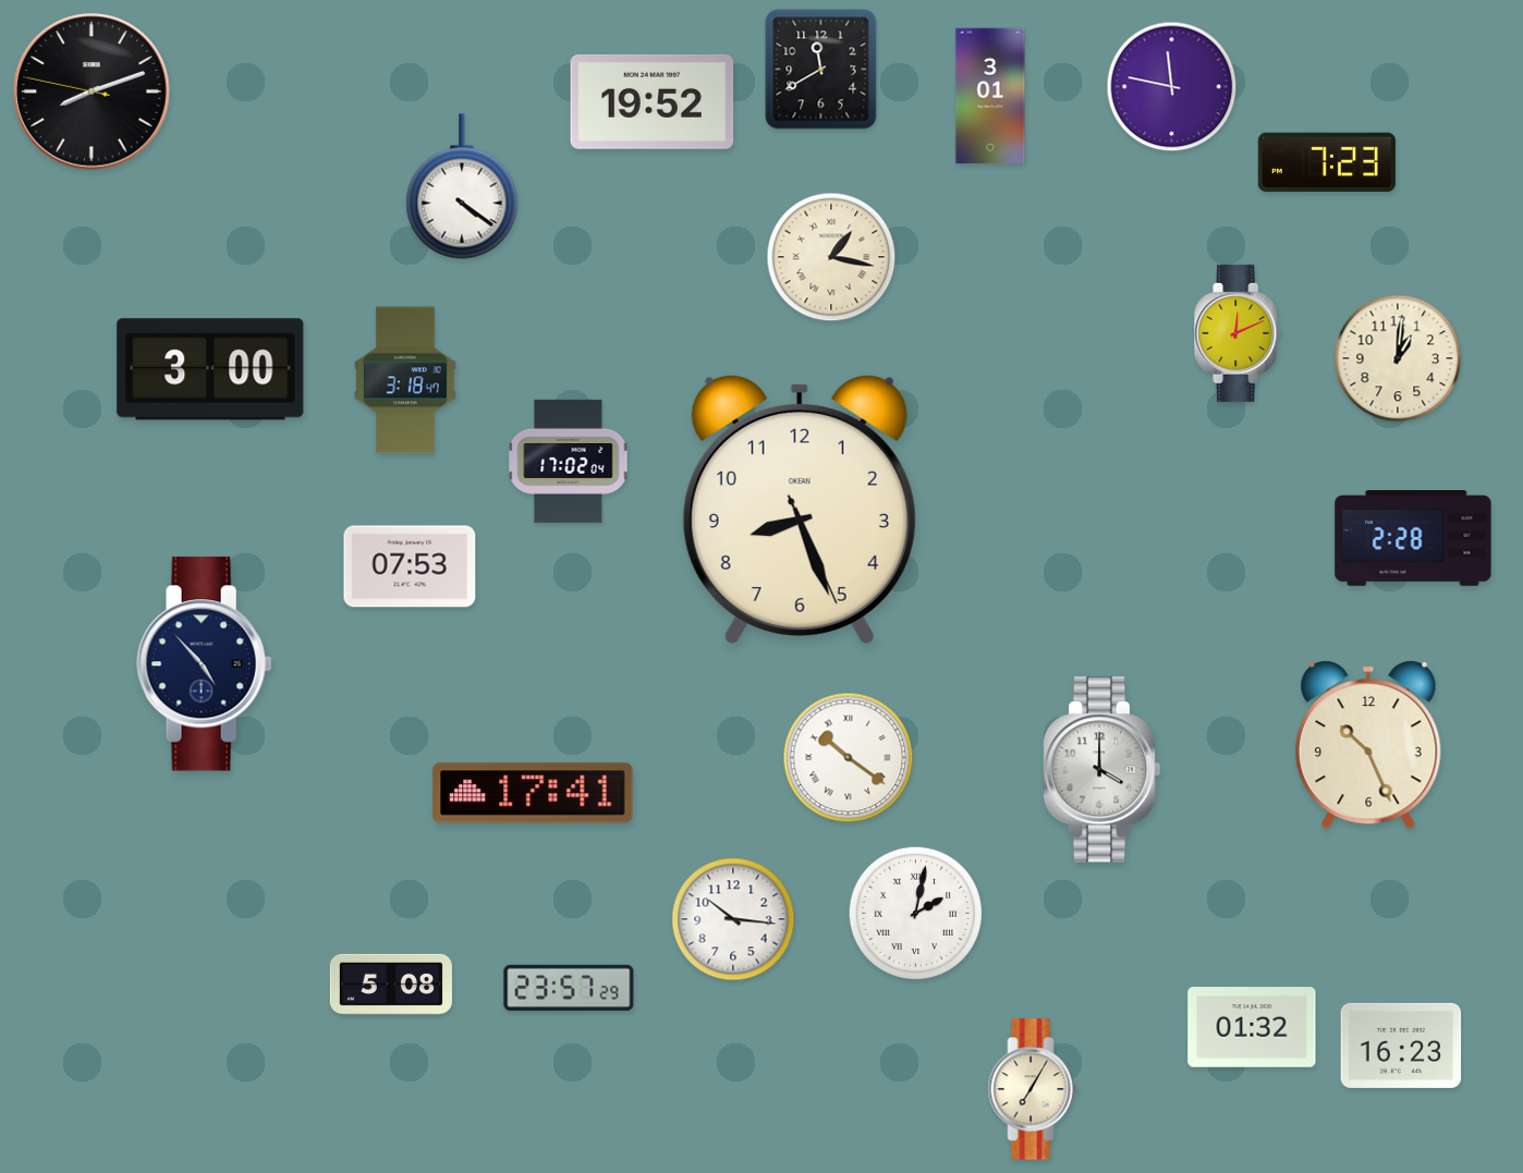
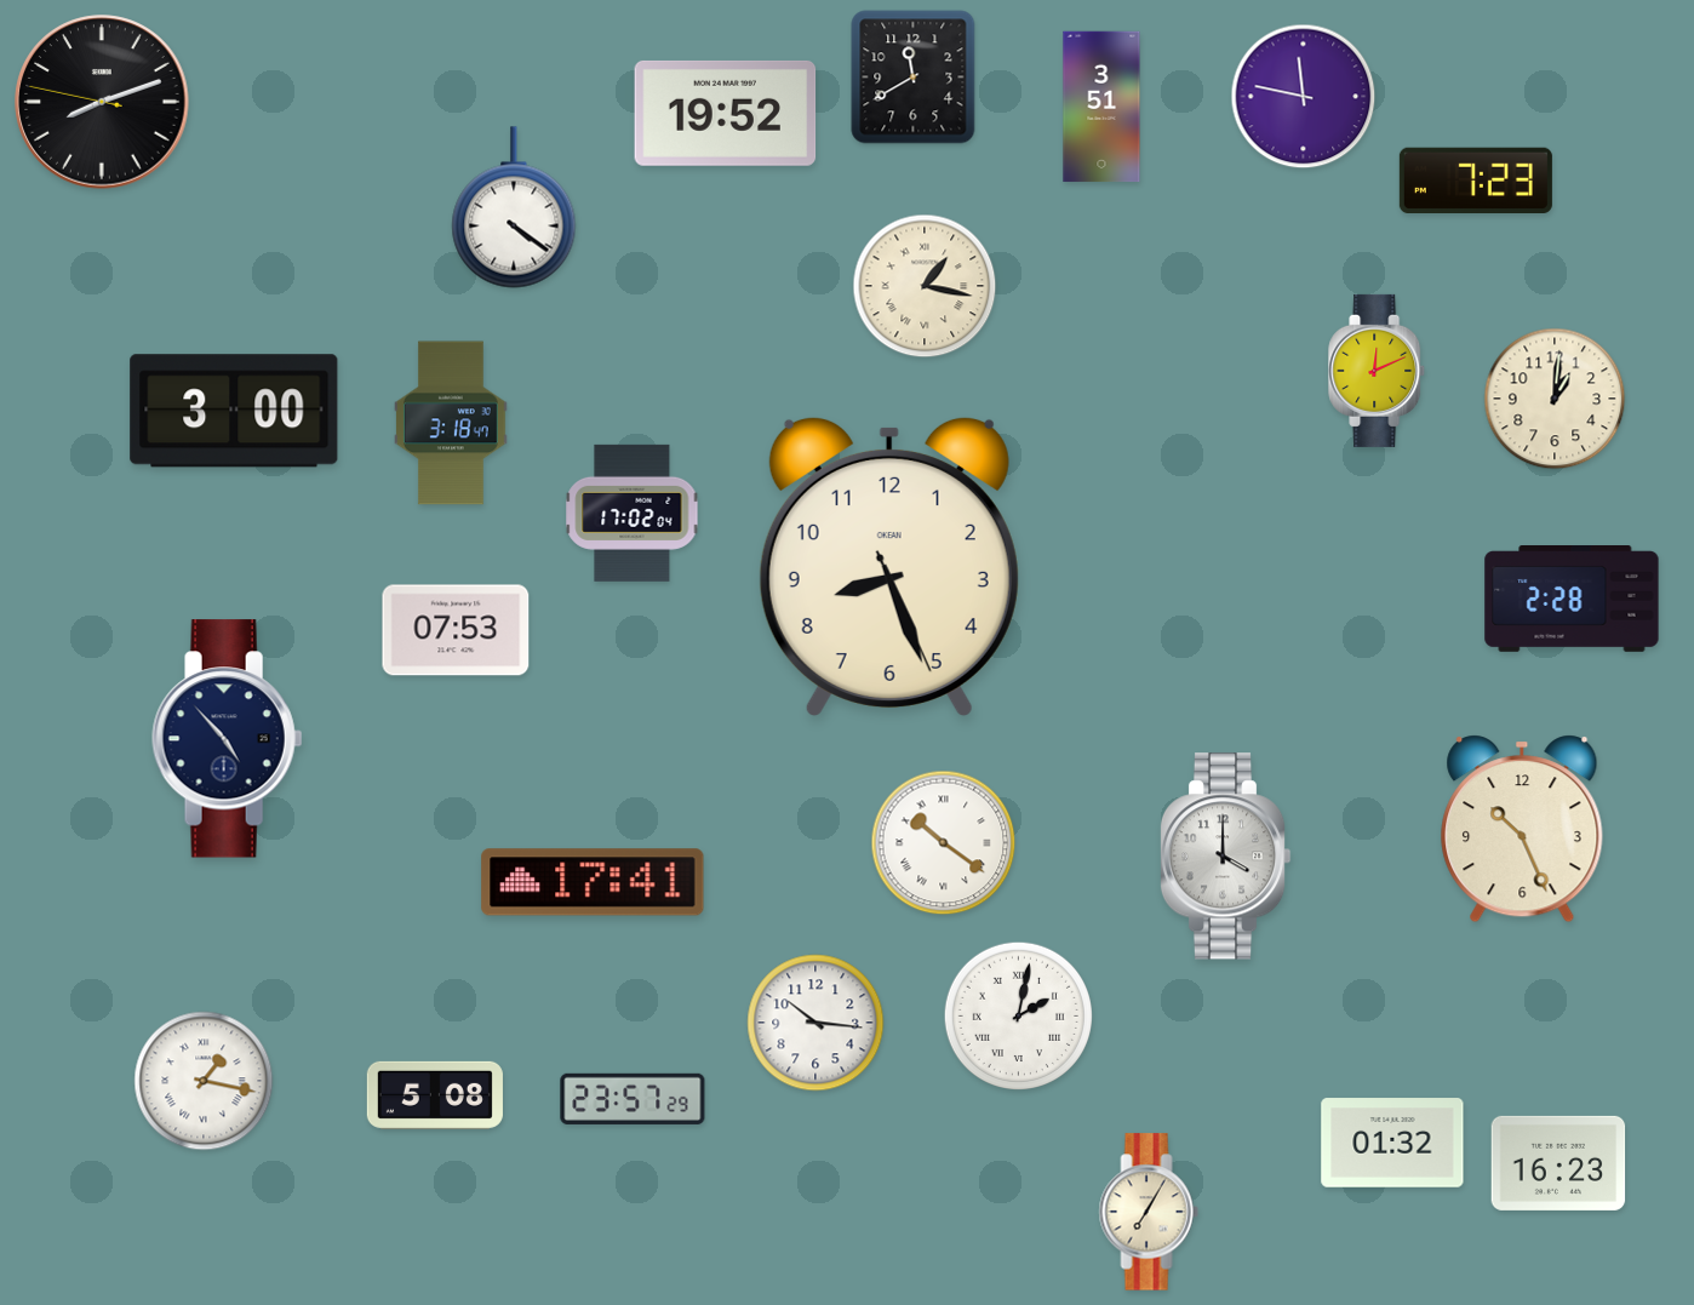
clock at (990, 96): 3:01 -> 3:51
clock at (204, 1081): none -> 1:17
